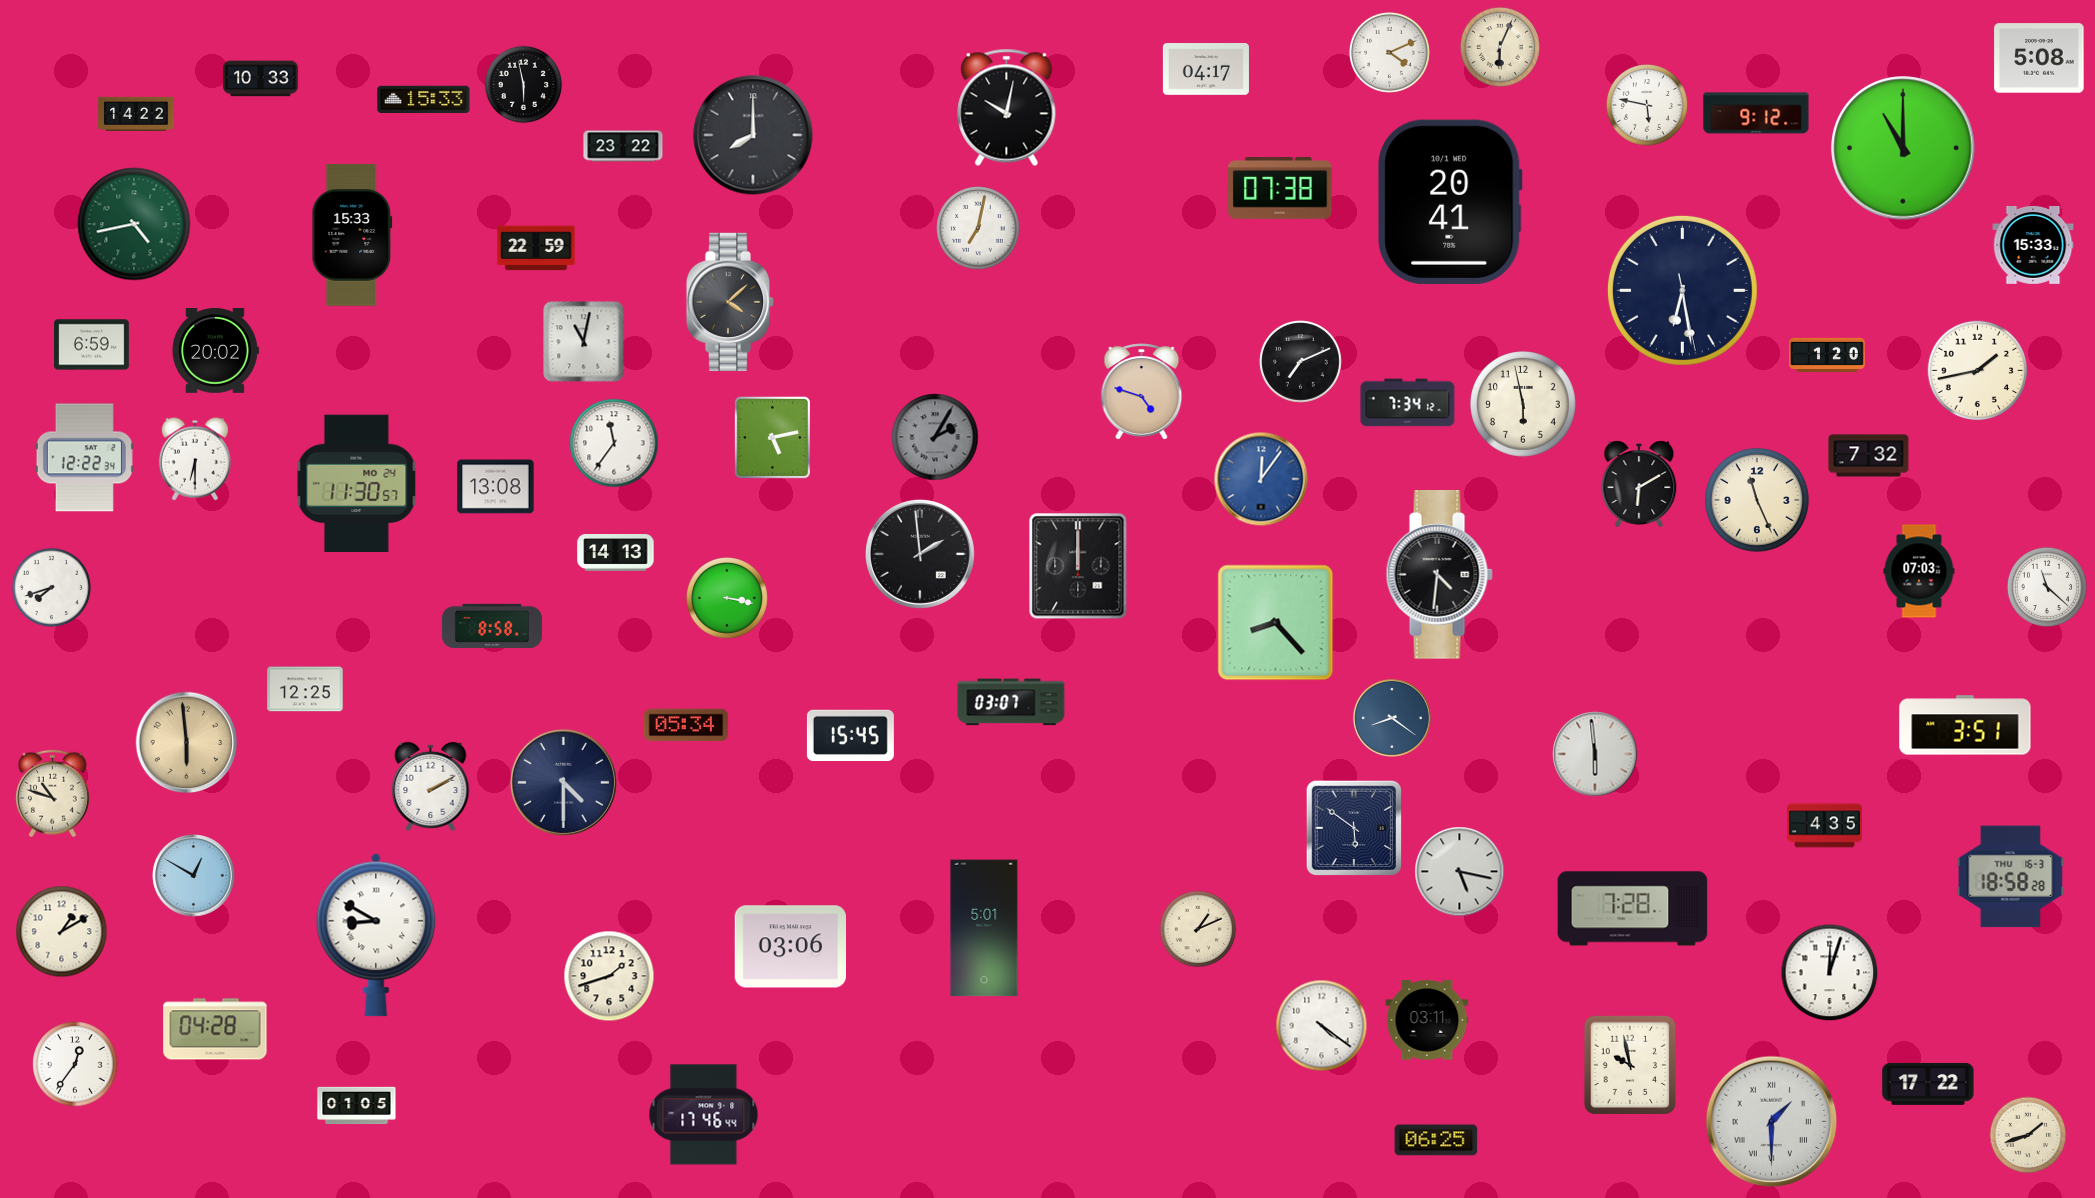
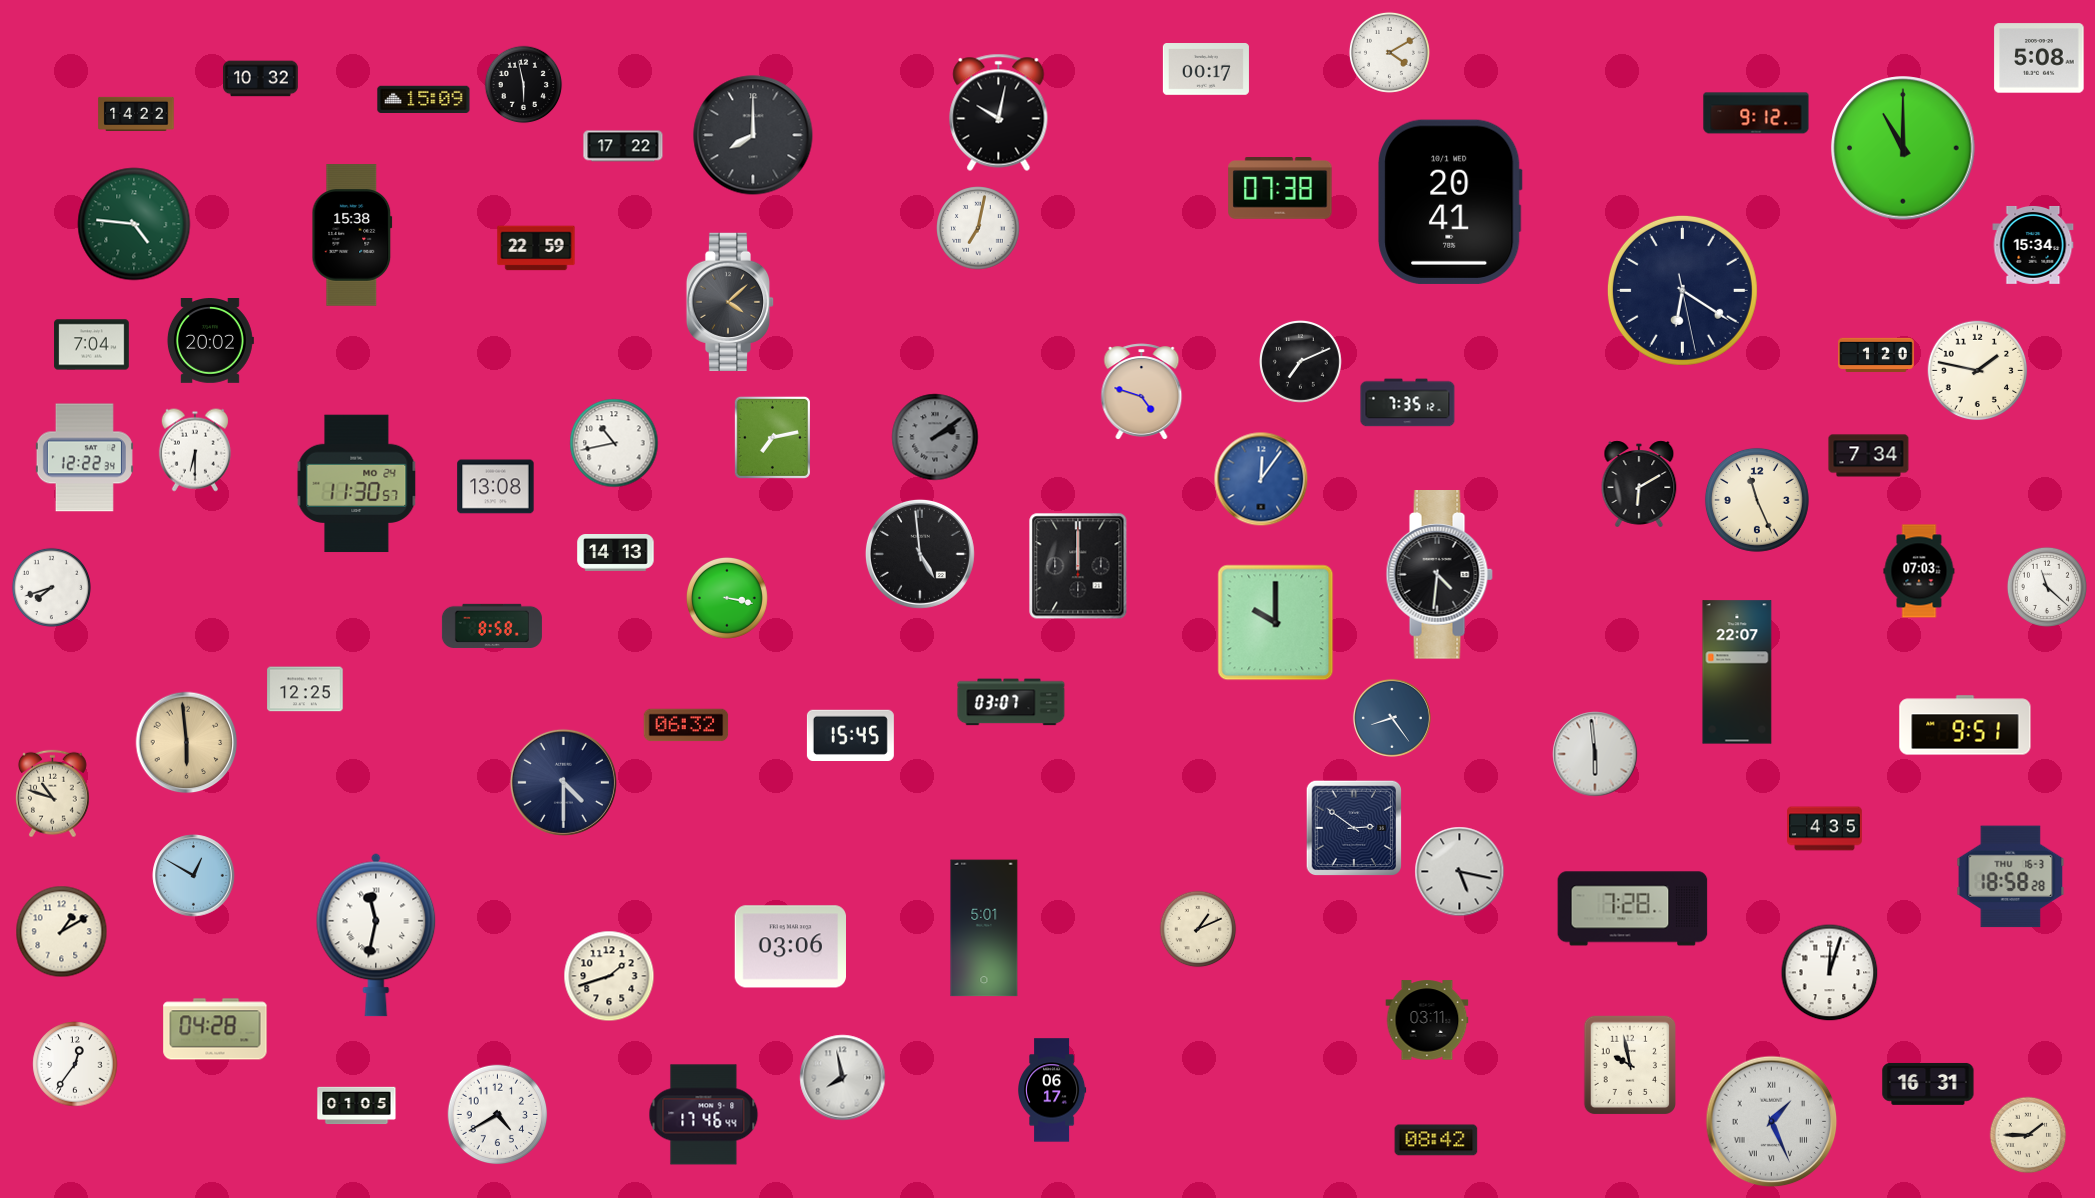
clock at (1500, 47): 6:04 -> none
clock at (1389, 52): 4:11 -> 4:10
clock at (1206, 70): 04:17 -> 00:17
clock at (261, 79): 10:33 -> 10:32
clock at (424, 99): 15:33 -> 15:09
clock at (1647, 105): 5:47 -> none
clock at (1007, 107) position: (1007, 107) -> (999, 112)
clock at (623, 146): 23:22 -> 17:22
clock at (134, 224): 4:43 -> 4:46
clock at (352, 235): 15:33 -> 15:38
clock at (2033, 245): 15:33 -> 15:34
clock at (1682, 290): 6:28 -> 6:20
clock at (584, 342): 11:02 -> none
clock at (92, 345): 6:59 -> 7:04
clock at (215, 351) position: (215, 351) -> (210, 341)
clock at (1827, 354) position: (1827, 354) -> (1876, 354)
clock at (1978, 371): 1:43 -> 1:47
clock at (1408, 403): 7:34 -> 7:35
clock at (1524, 405): 5:58 -> none
clock at (772, 437): 5:13 -> 7:13
clock at (935, 437): 2:05 -> 2:09
clock at (614, 443): 11:36 -> 10:43
clock at (1869, 456): 7:32 -> 7:34
clock at (195, 459) position: (195, 459) -> (195, 450)
clock at (920, 554): 1:59 -> 4:59
clock at (1276, 623): 8:23 -> 10:00
clock at (1737, 672): none -> 22:07
clock at (1392, 718): 8:21 -> 8:24
clock at (686, 725): 05:34 -> 06:32
clock at (1965, 725): 3:51 -> 9:51
clock at (431, 786): 2:10 -> none
clock at (1825, 826) position: (1825, 826) -> (1825, 829)
clock at (1353, 827): 5:51 -> 2:51
clock at (376, 935): 8:50 -> 11:32
clock at (1322, 1026): 4:21 -> none
clock at (843, 1078): none -> 7:58
clock at (1928, 1084): 17:22 -> 16:31
clock at (1052, 1090): none -> 06:17
clock at (498, 1115): none -> 4:40
clock at (1772, 1122): 1:30 -> 1:26
clock at (2028, 1135): 1:42 -> 1:45
clock at (1436, 1140): 06:25 -> 08:42
